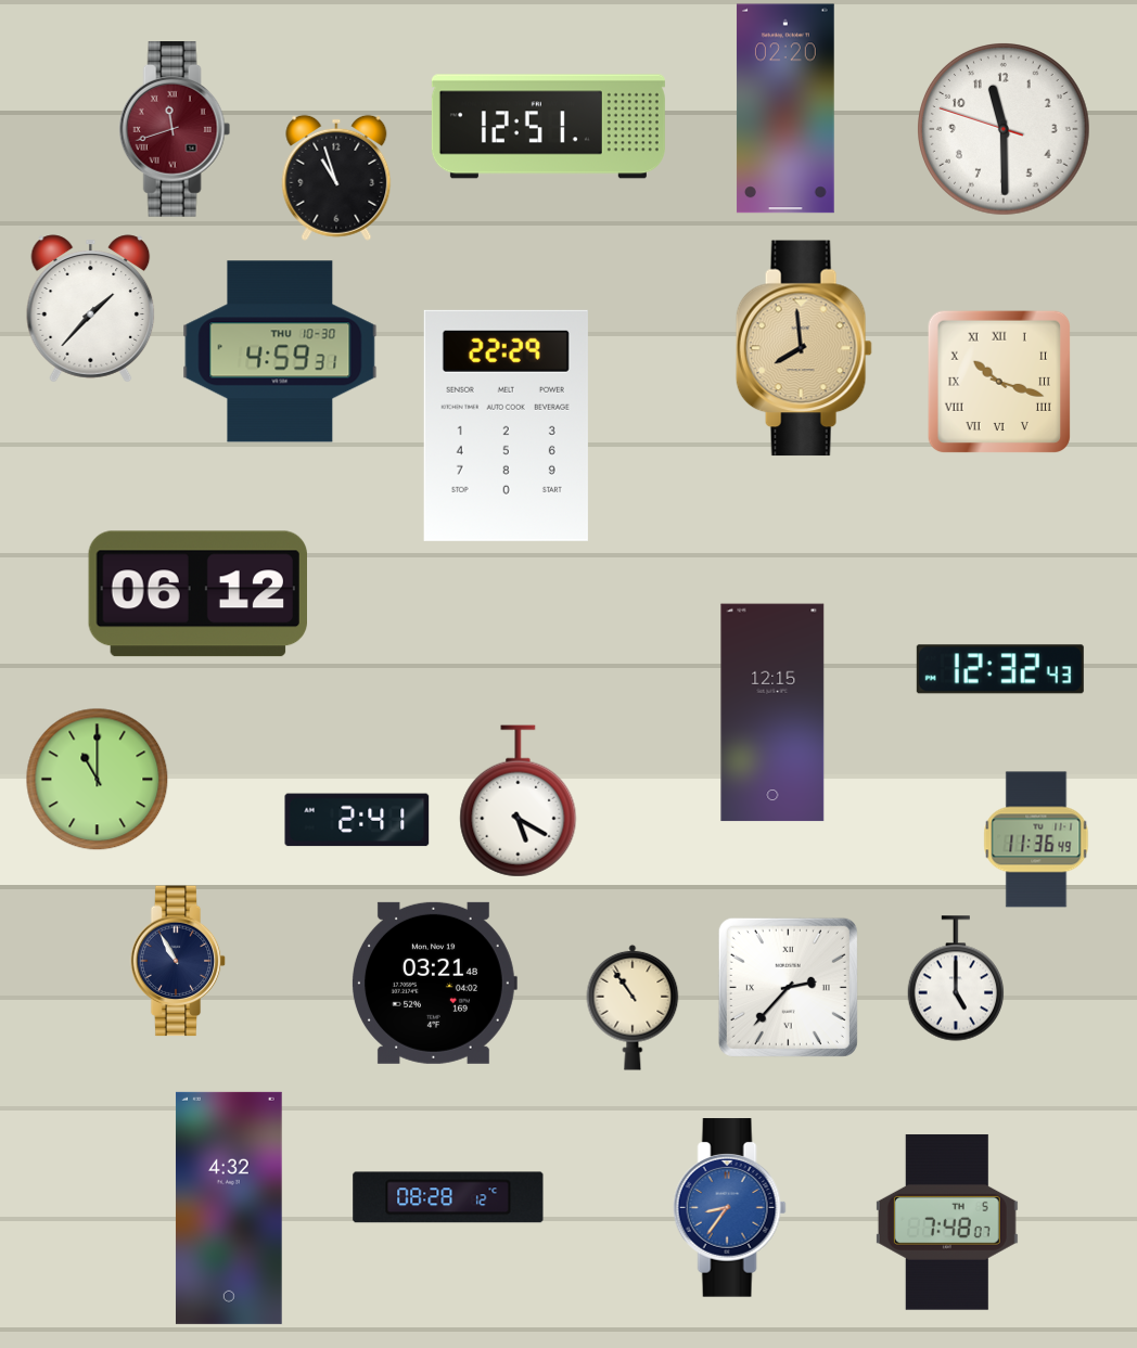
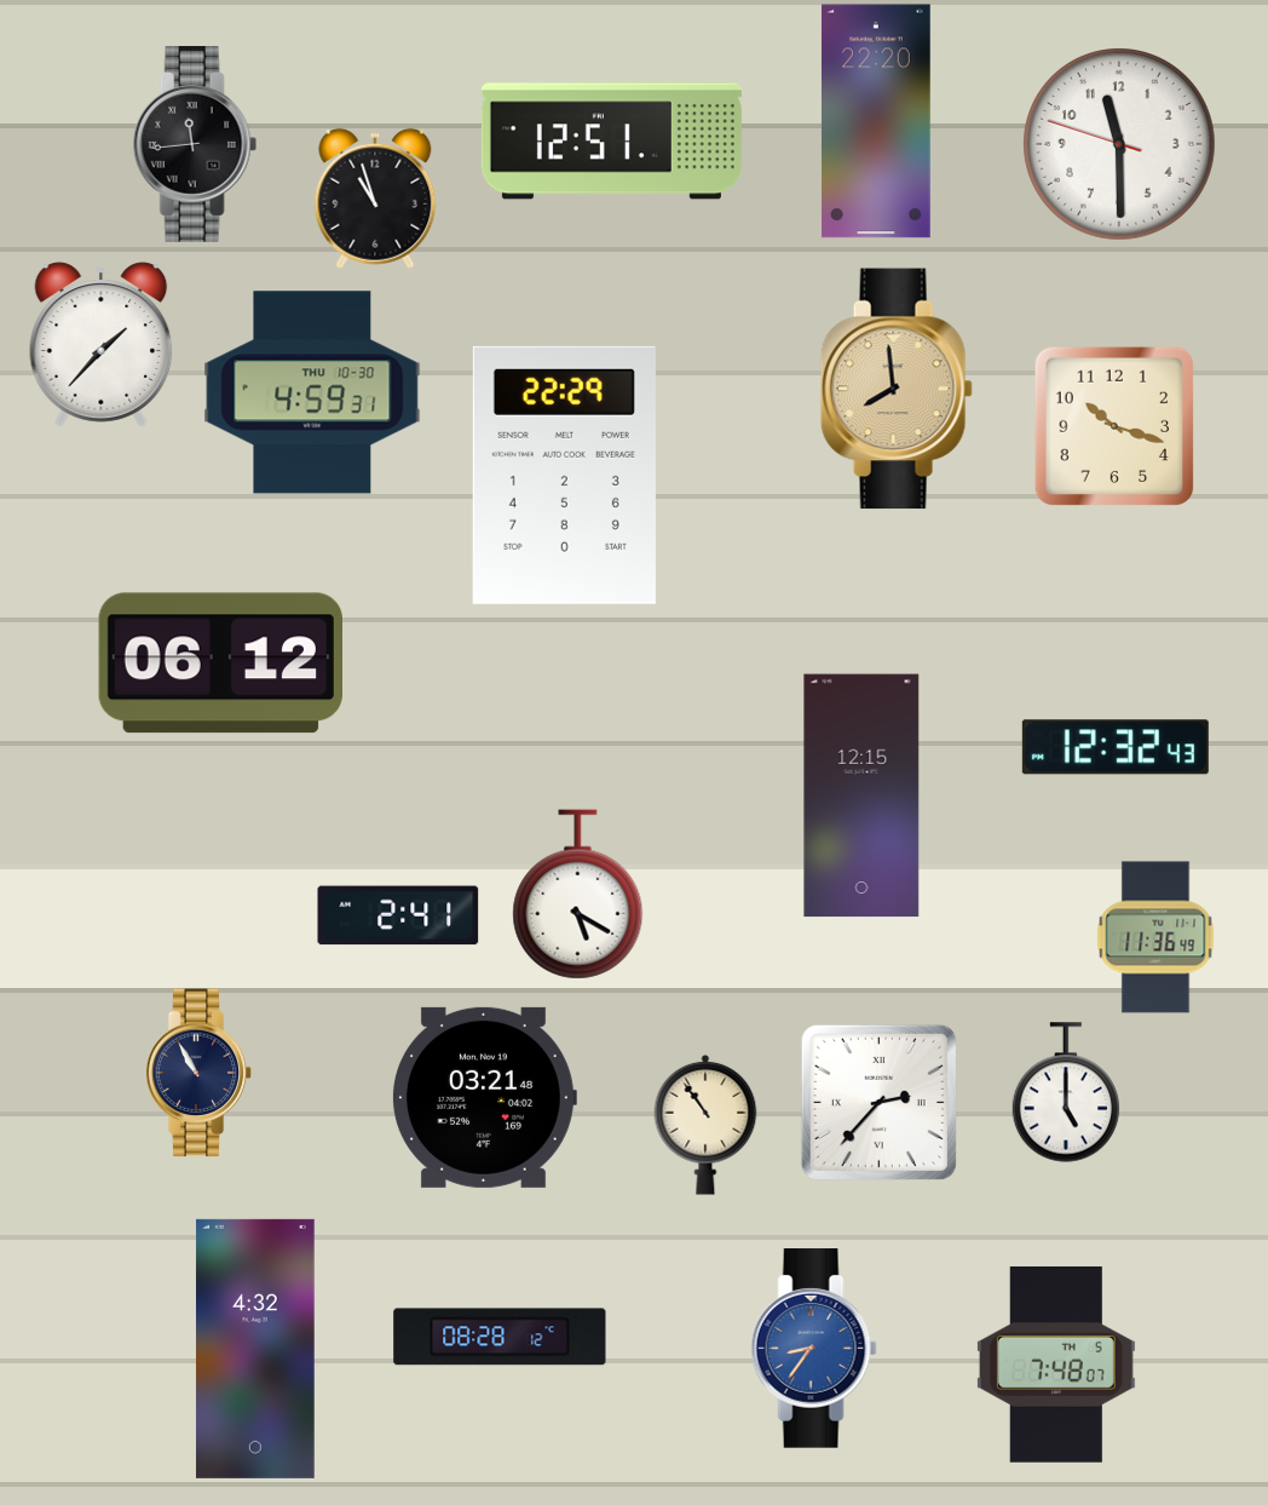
clock at (785, 108): 02:20 -> 22:20
clock at (175, 130): 11:42 -> 11:44
clock at (175, 130) dial: burgundy -> black
clock at (999, 382) numerals: Roman -> Arabic
clock at (98, 780): 11:00 -> none
